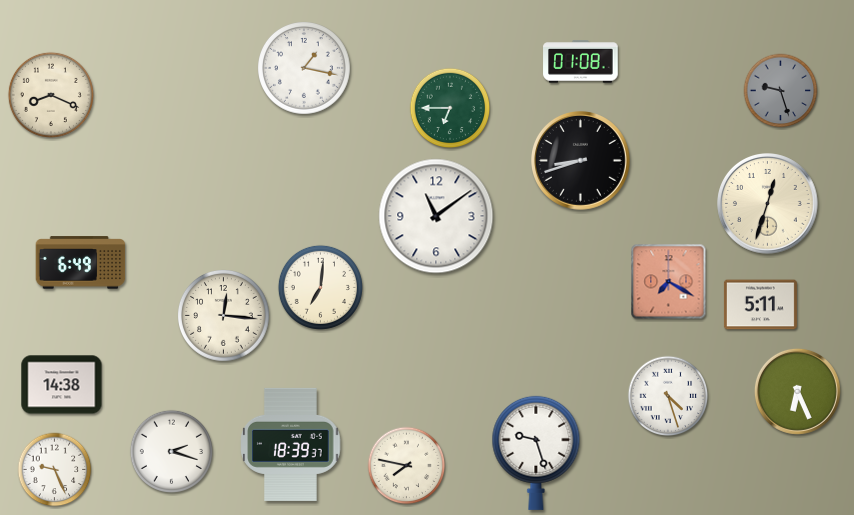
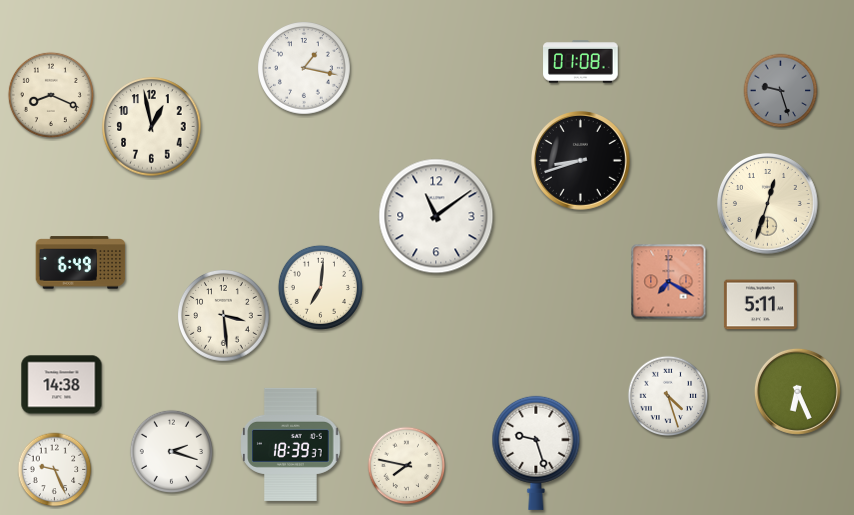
clock at (450, 108): 6:45 -> none
clock at (152, 127): none -> 12:58
clock at (224, 316): 12:16 -> 3:29
